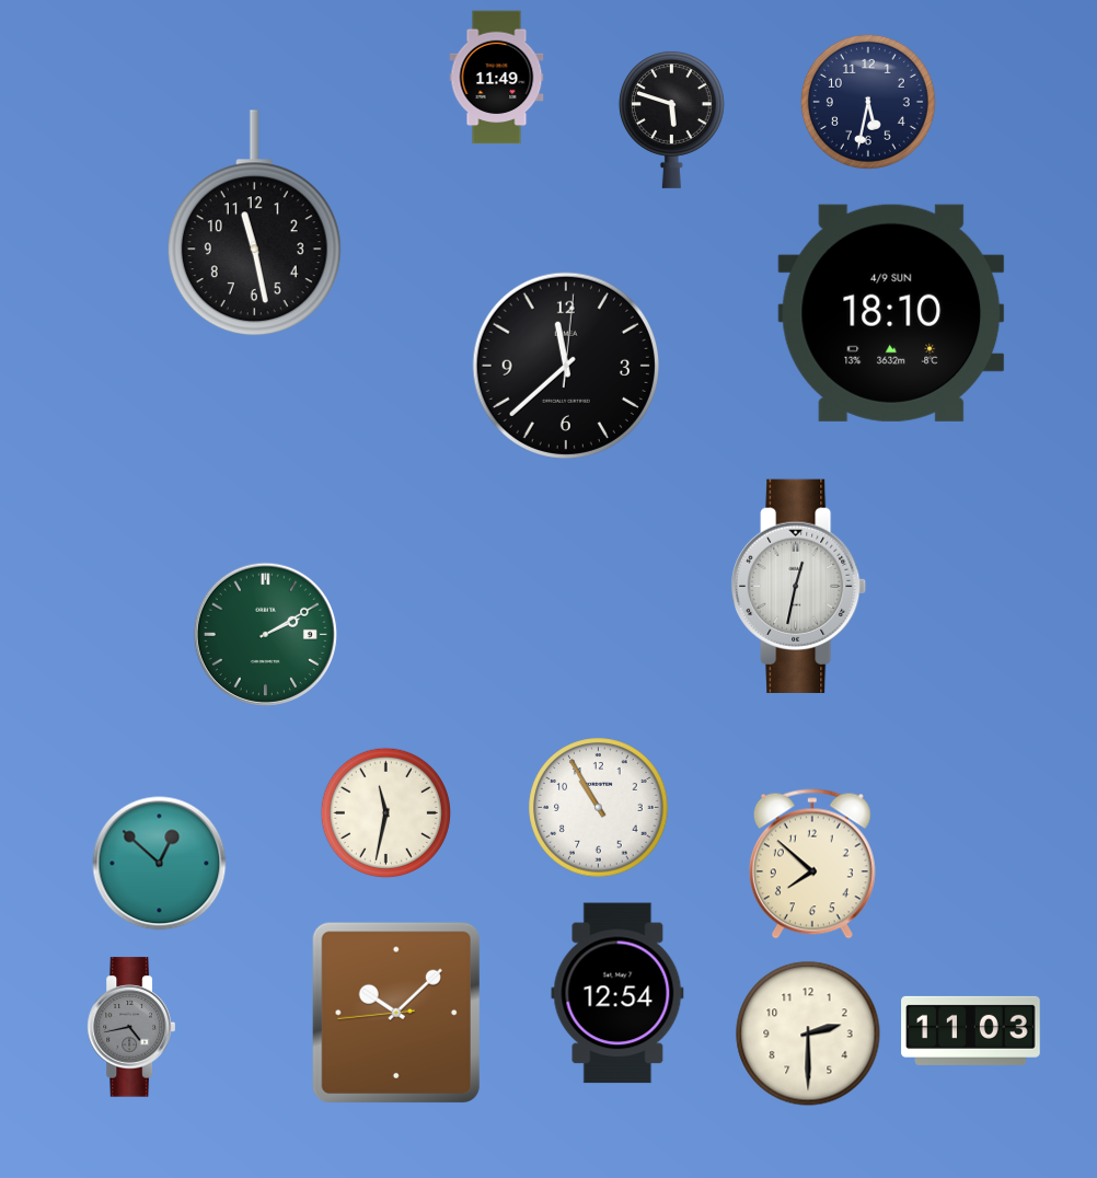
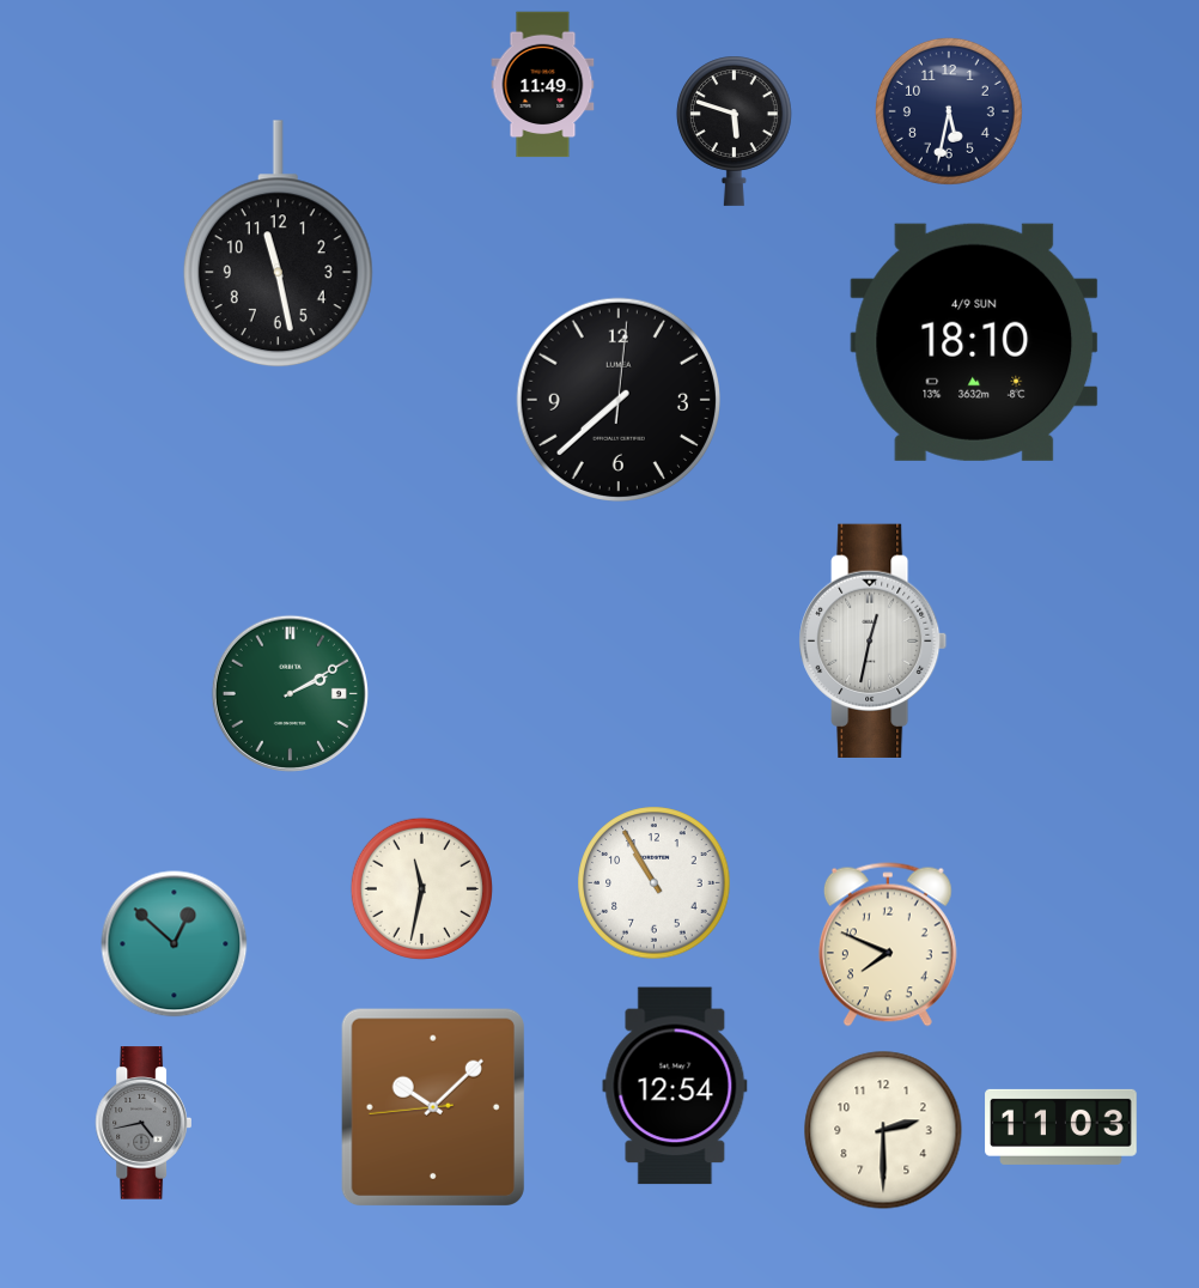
clock at (565, 365): 11:38 -> 7:38
clock at (812, 864): 7:52 -> 7:49
